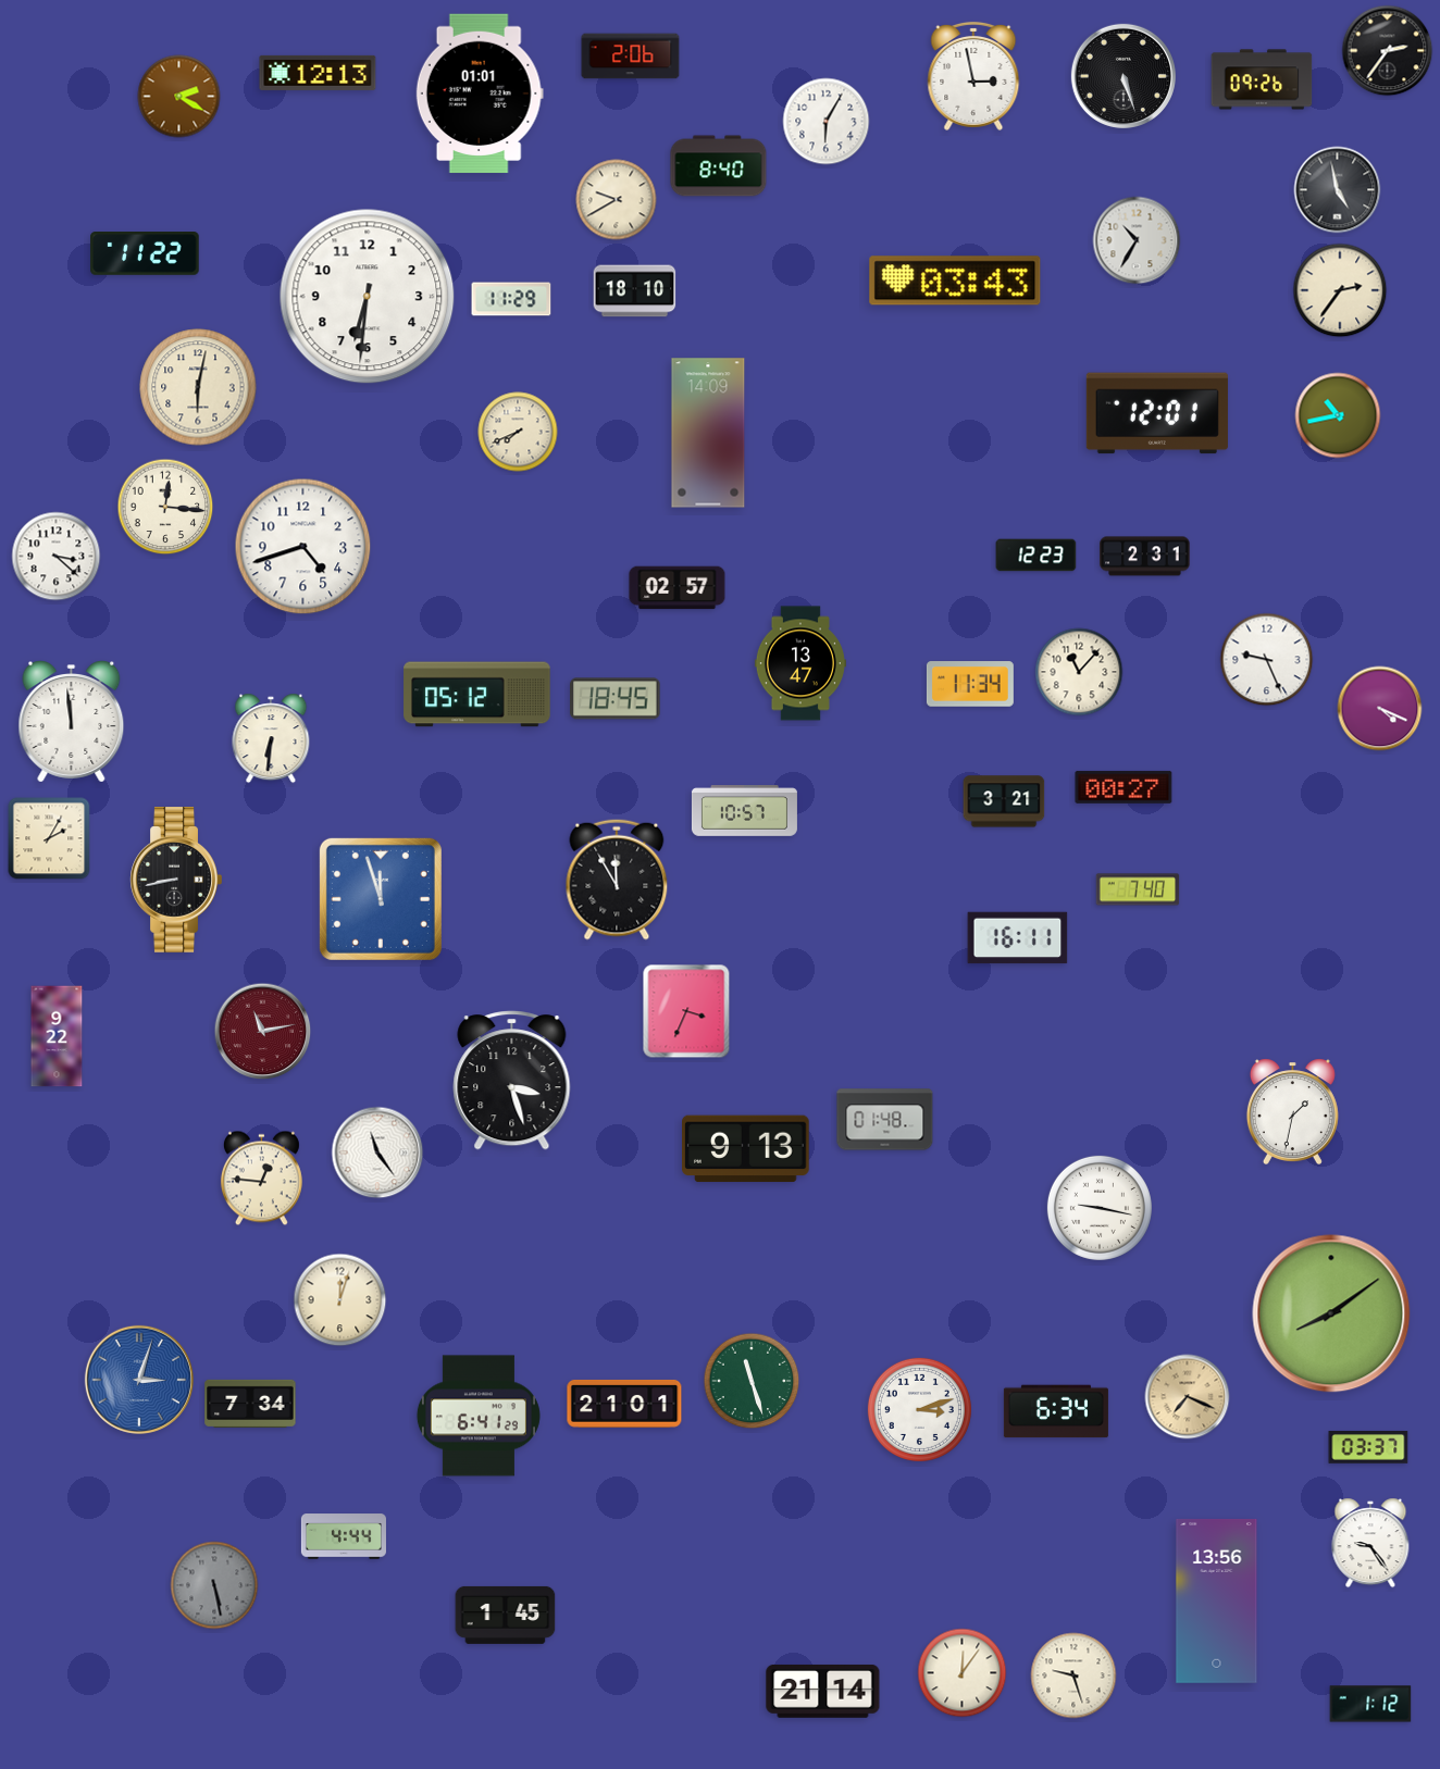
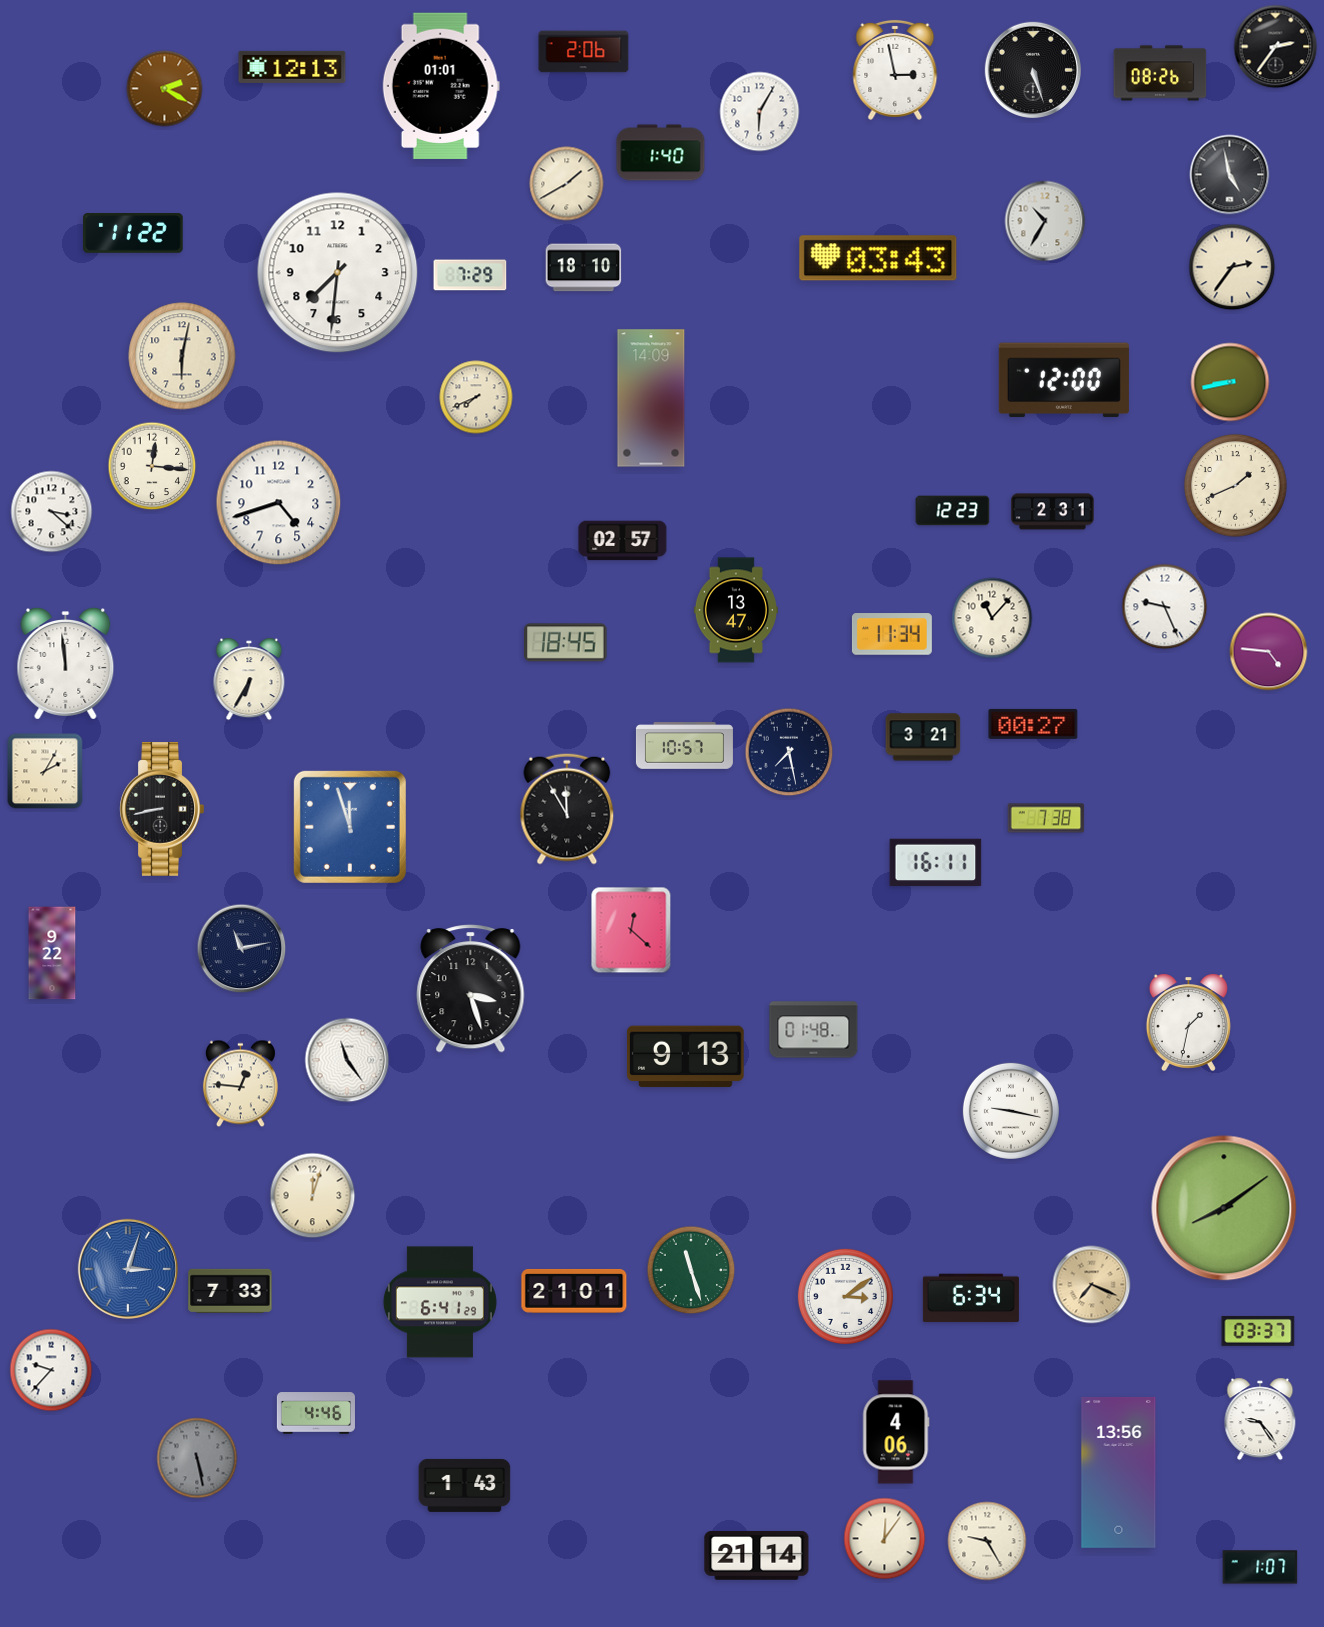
clock at (631, 57) position: (631, 57) -> (584, 52)
clock at (1262, 79): 09:26 -> 08:26
clock at (719, 166): 8:40 -> 1:40
clock at (617, 200): 9:40 -> 1:40
clock at (368, 297): 6:31 -> 7:31
clock at (511, 299): 11:29 -> 7:29
clock at (1157, 413): 12:01 -> 12:00
clock at (1338, 415): 10:43 -> 8:43
clock at (1236, 486): none -> 1:41
clock at (970, 684) position: (970, 684) -> (892, 634)
clock at (477, 695): 05:12 -> none
clock at (1380, 709): 4:19 -> 4:46
clock at (271, 738): 6:31 -> 6:35
clock at (789, 752): none -> 7:28
clock at (1138, 889): 7:40 -> 7:38
clock at (686, 1011): 3:34 -> 12:22
clock at (263, 1032) dial: burgundy -> navy
clock at (512, 1081) position: (512, 1081) -> (471, 989)
clock at (250, 1404): 7:34 -> 7:33
clock at (919, 1409): 3:12 -> 3:09
clock at (51, 1370): none -> 9:37
clock at (344, 1536): 4:44 -> 4:46
clock at (896, 1432): none -> 4:06
clock at (506, 1615): 1:45 -> 1:43
clock at (1073, 1675): 9:27 -> 9:25
clock at (1370, 1704): 1:12 -> 1:07
